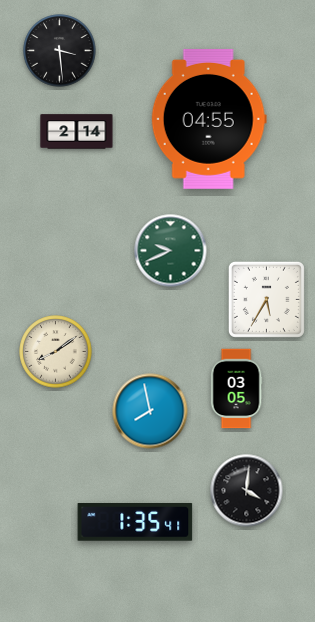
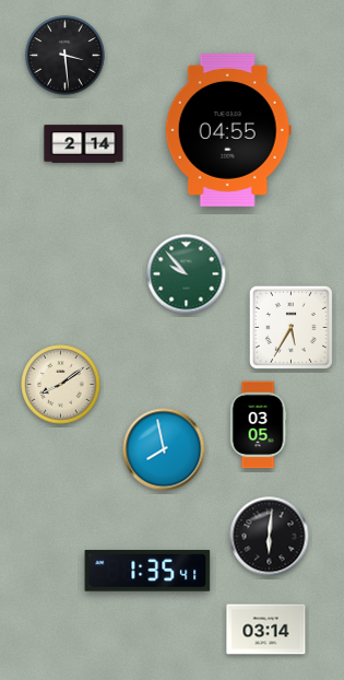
clock at (171, 251): 9:41 -> 9:53
clock at (247, 491): 4:01 -> 6:01
clock at (266, 630): none -> 03:14
